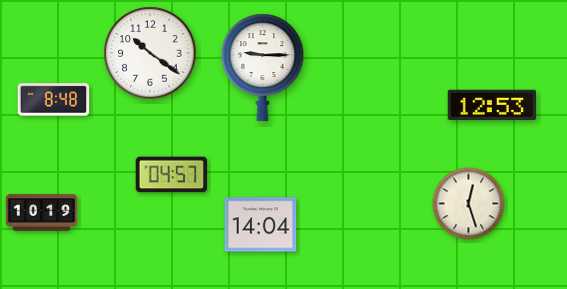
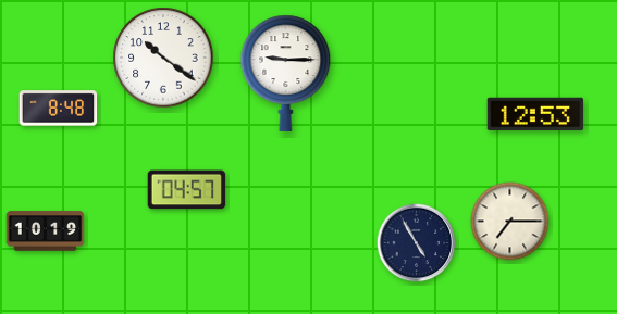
clock at (469, 204): 12:27 -> 7:15
clock at (417, 243): none -> 4:55
clock at (261, 225): 14:04 -> none
